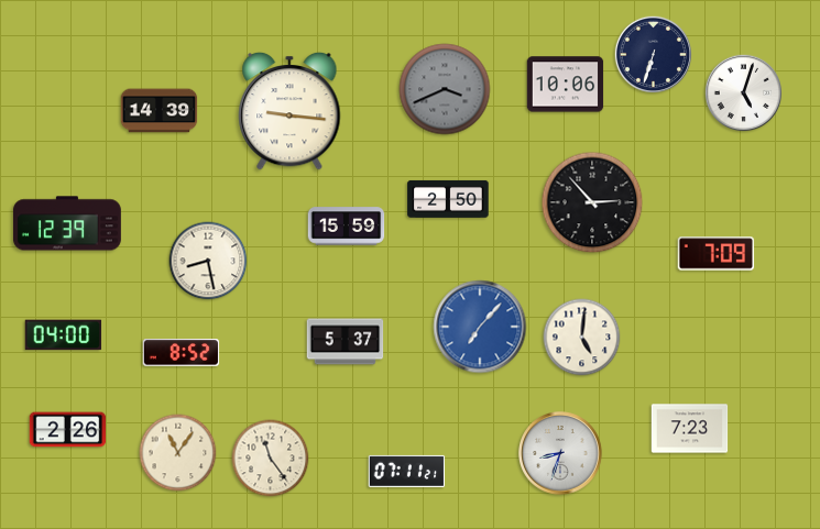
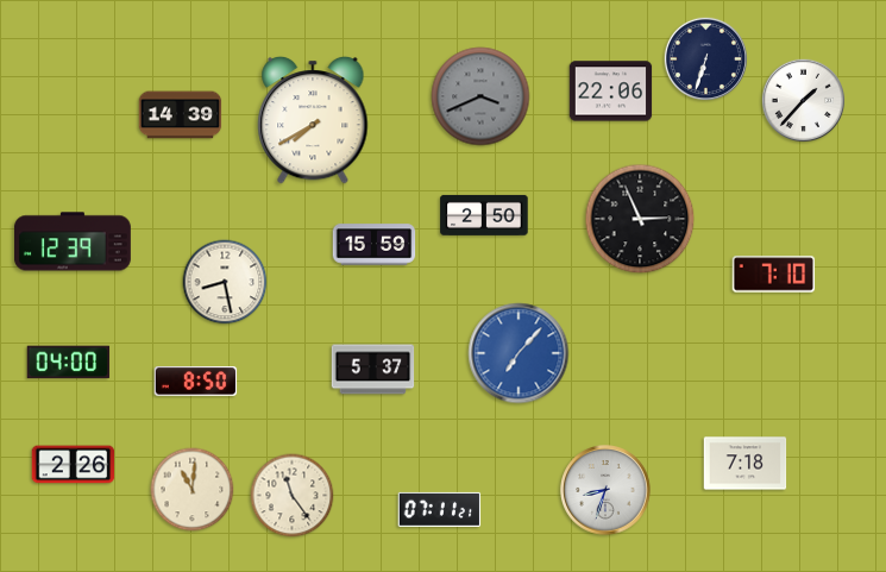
clock at (566, 85): 10:06 -> 22:06
clock at (743, 92): 5:03 -> 1:37
clock at (160, 111) position: (160, 111) -> (181, 115)
clock at (289, 111): 9:16 -> 7:40
clock at (592, 202): 2:53 -> 2:56
clock at (717, 254): 7:09 -> 7:10
clock at (582, 338): 5:01 -> none
clock at (182, 353): 8:52 -> 8:50
clock at (690, 429): 7:23 -> 7:18
clock at (178, 453): 11:06 -> 11:01
